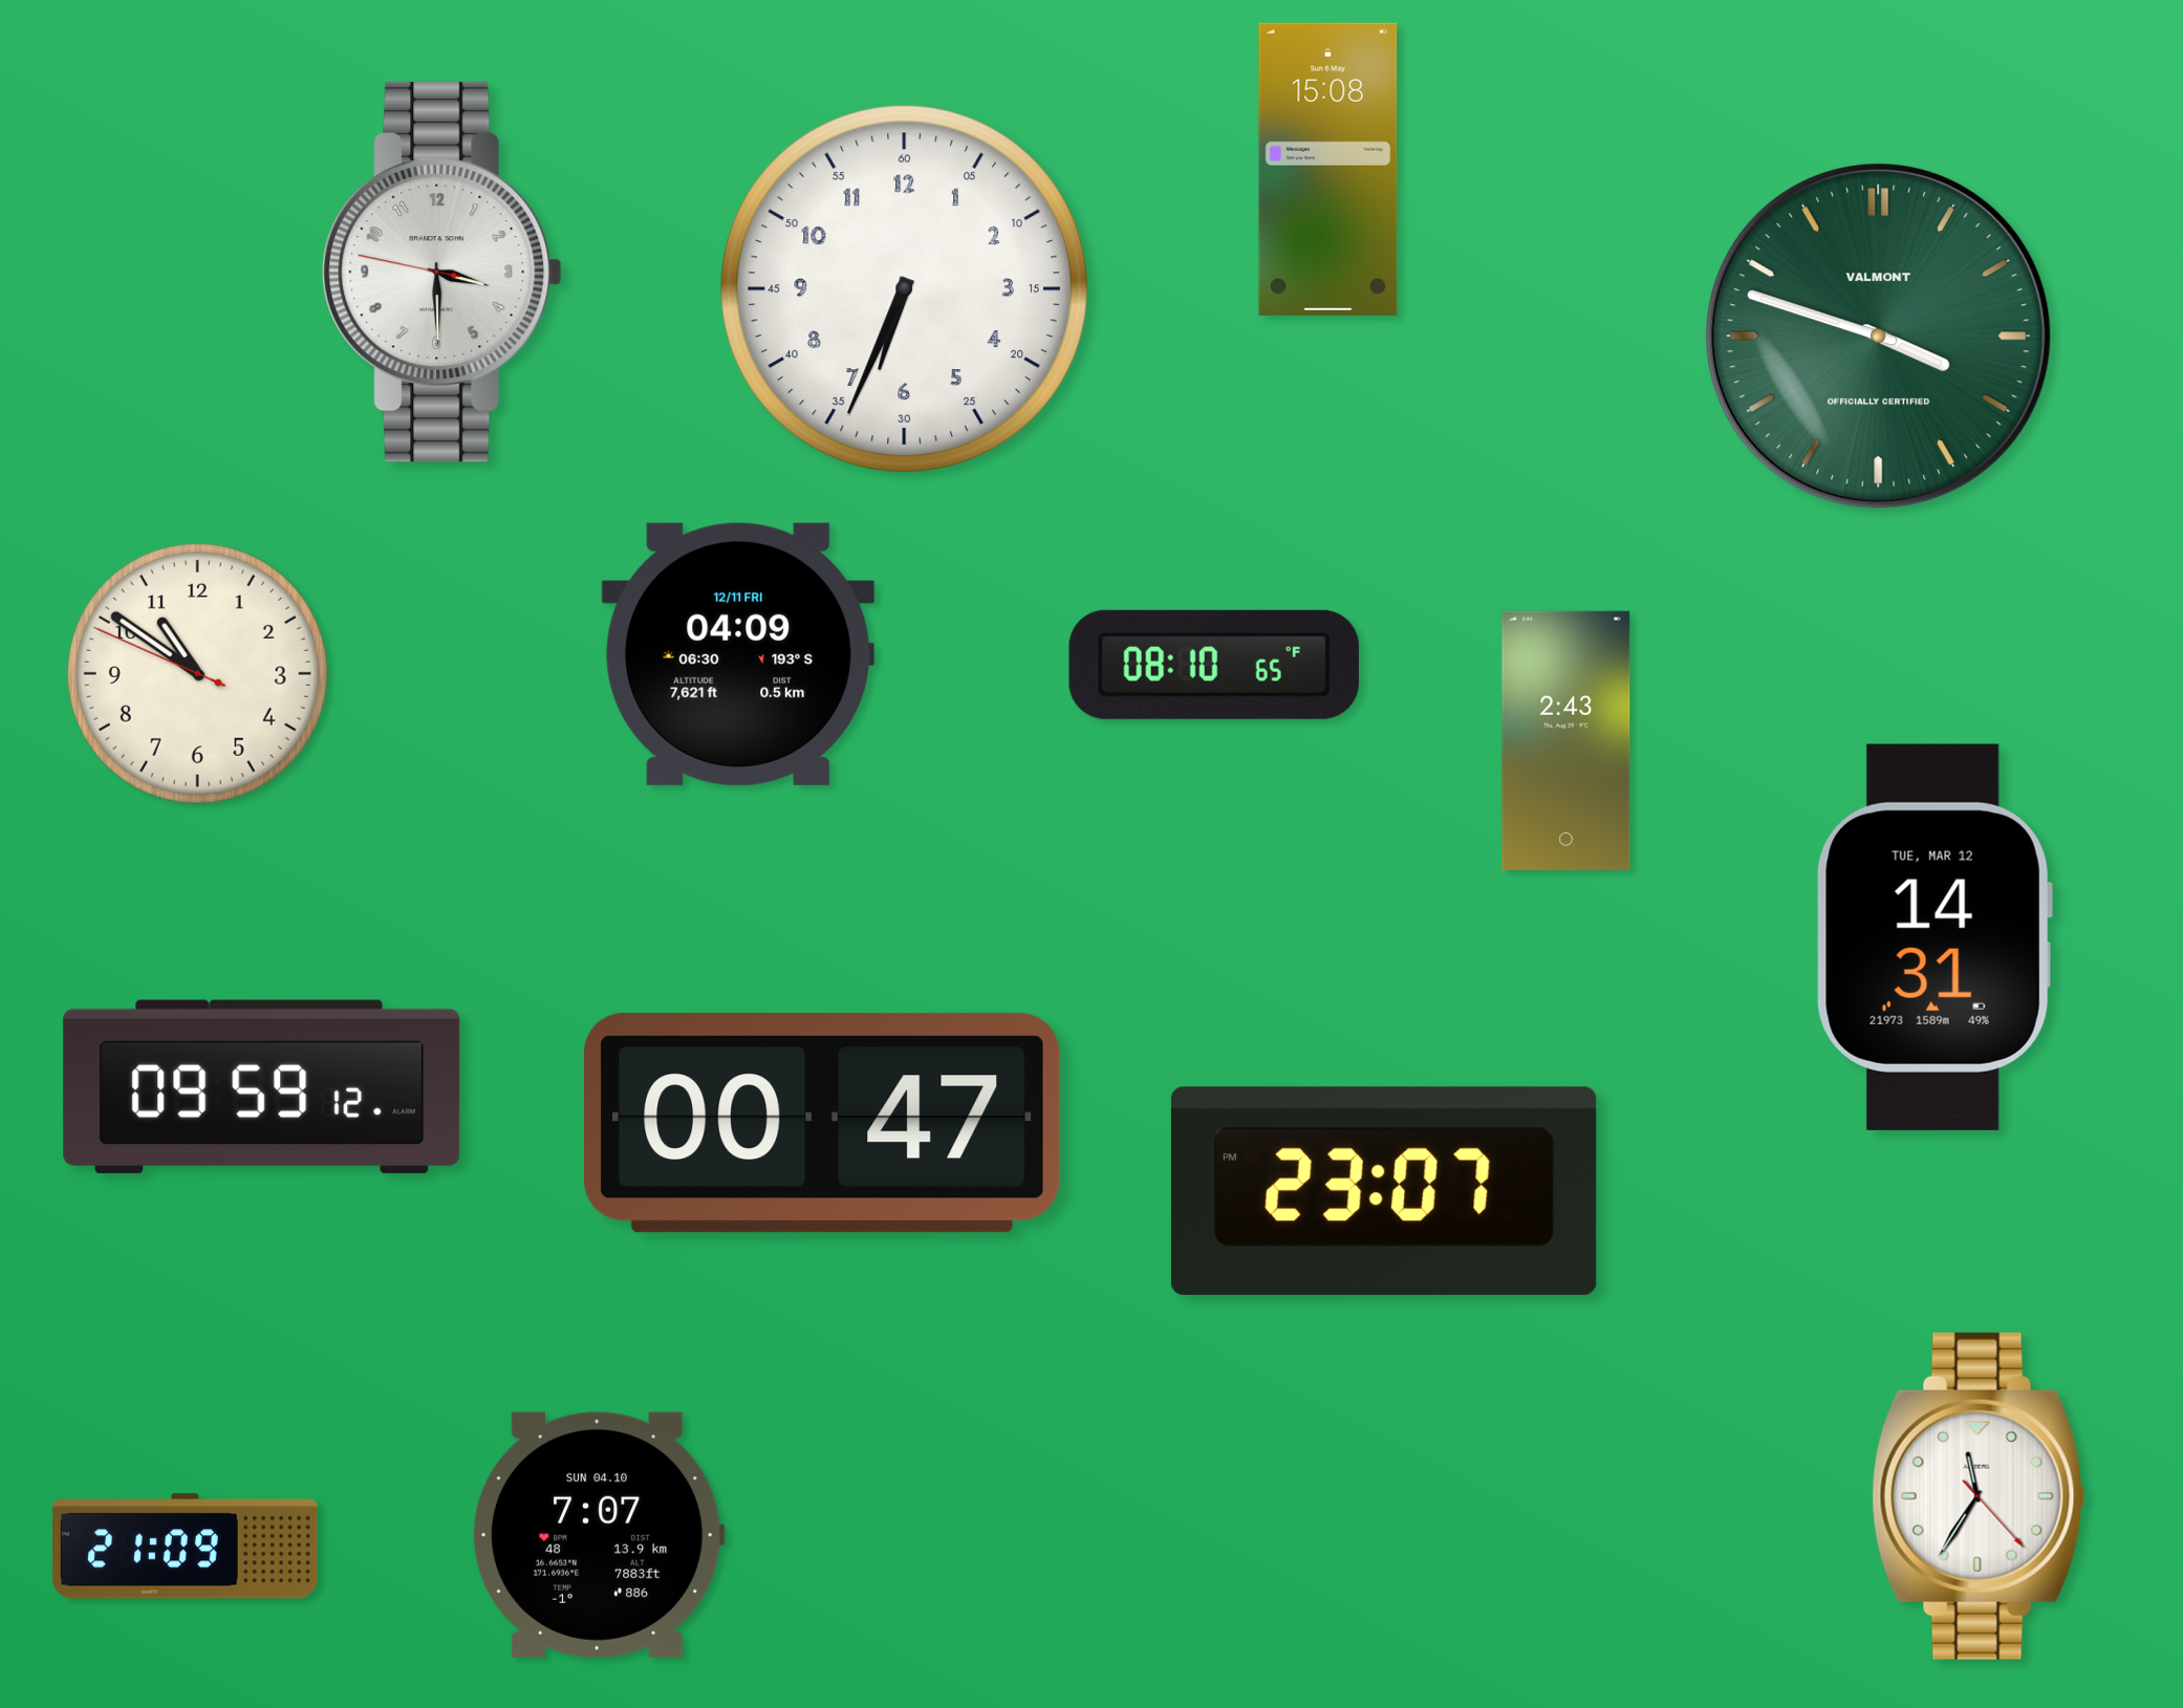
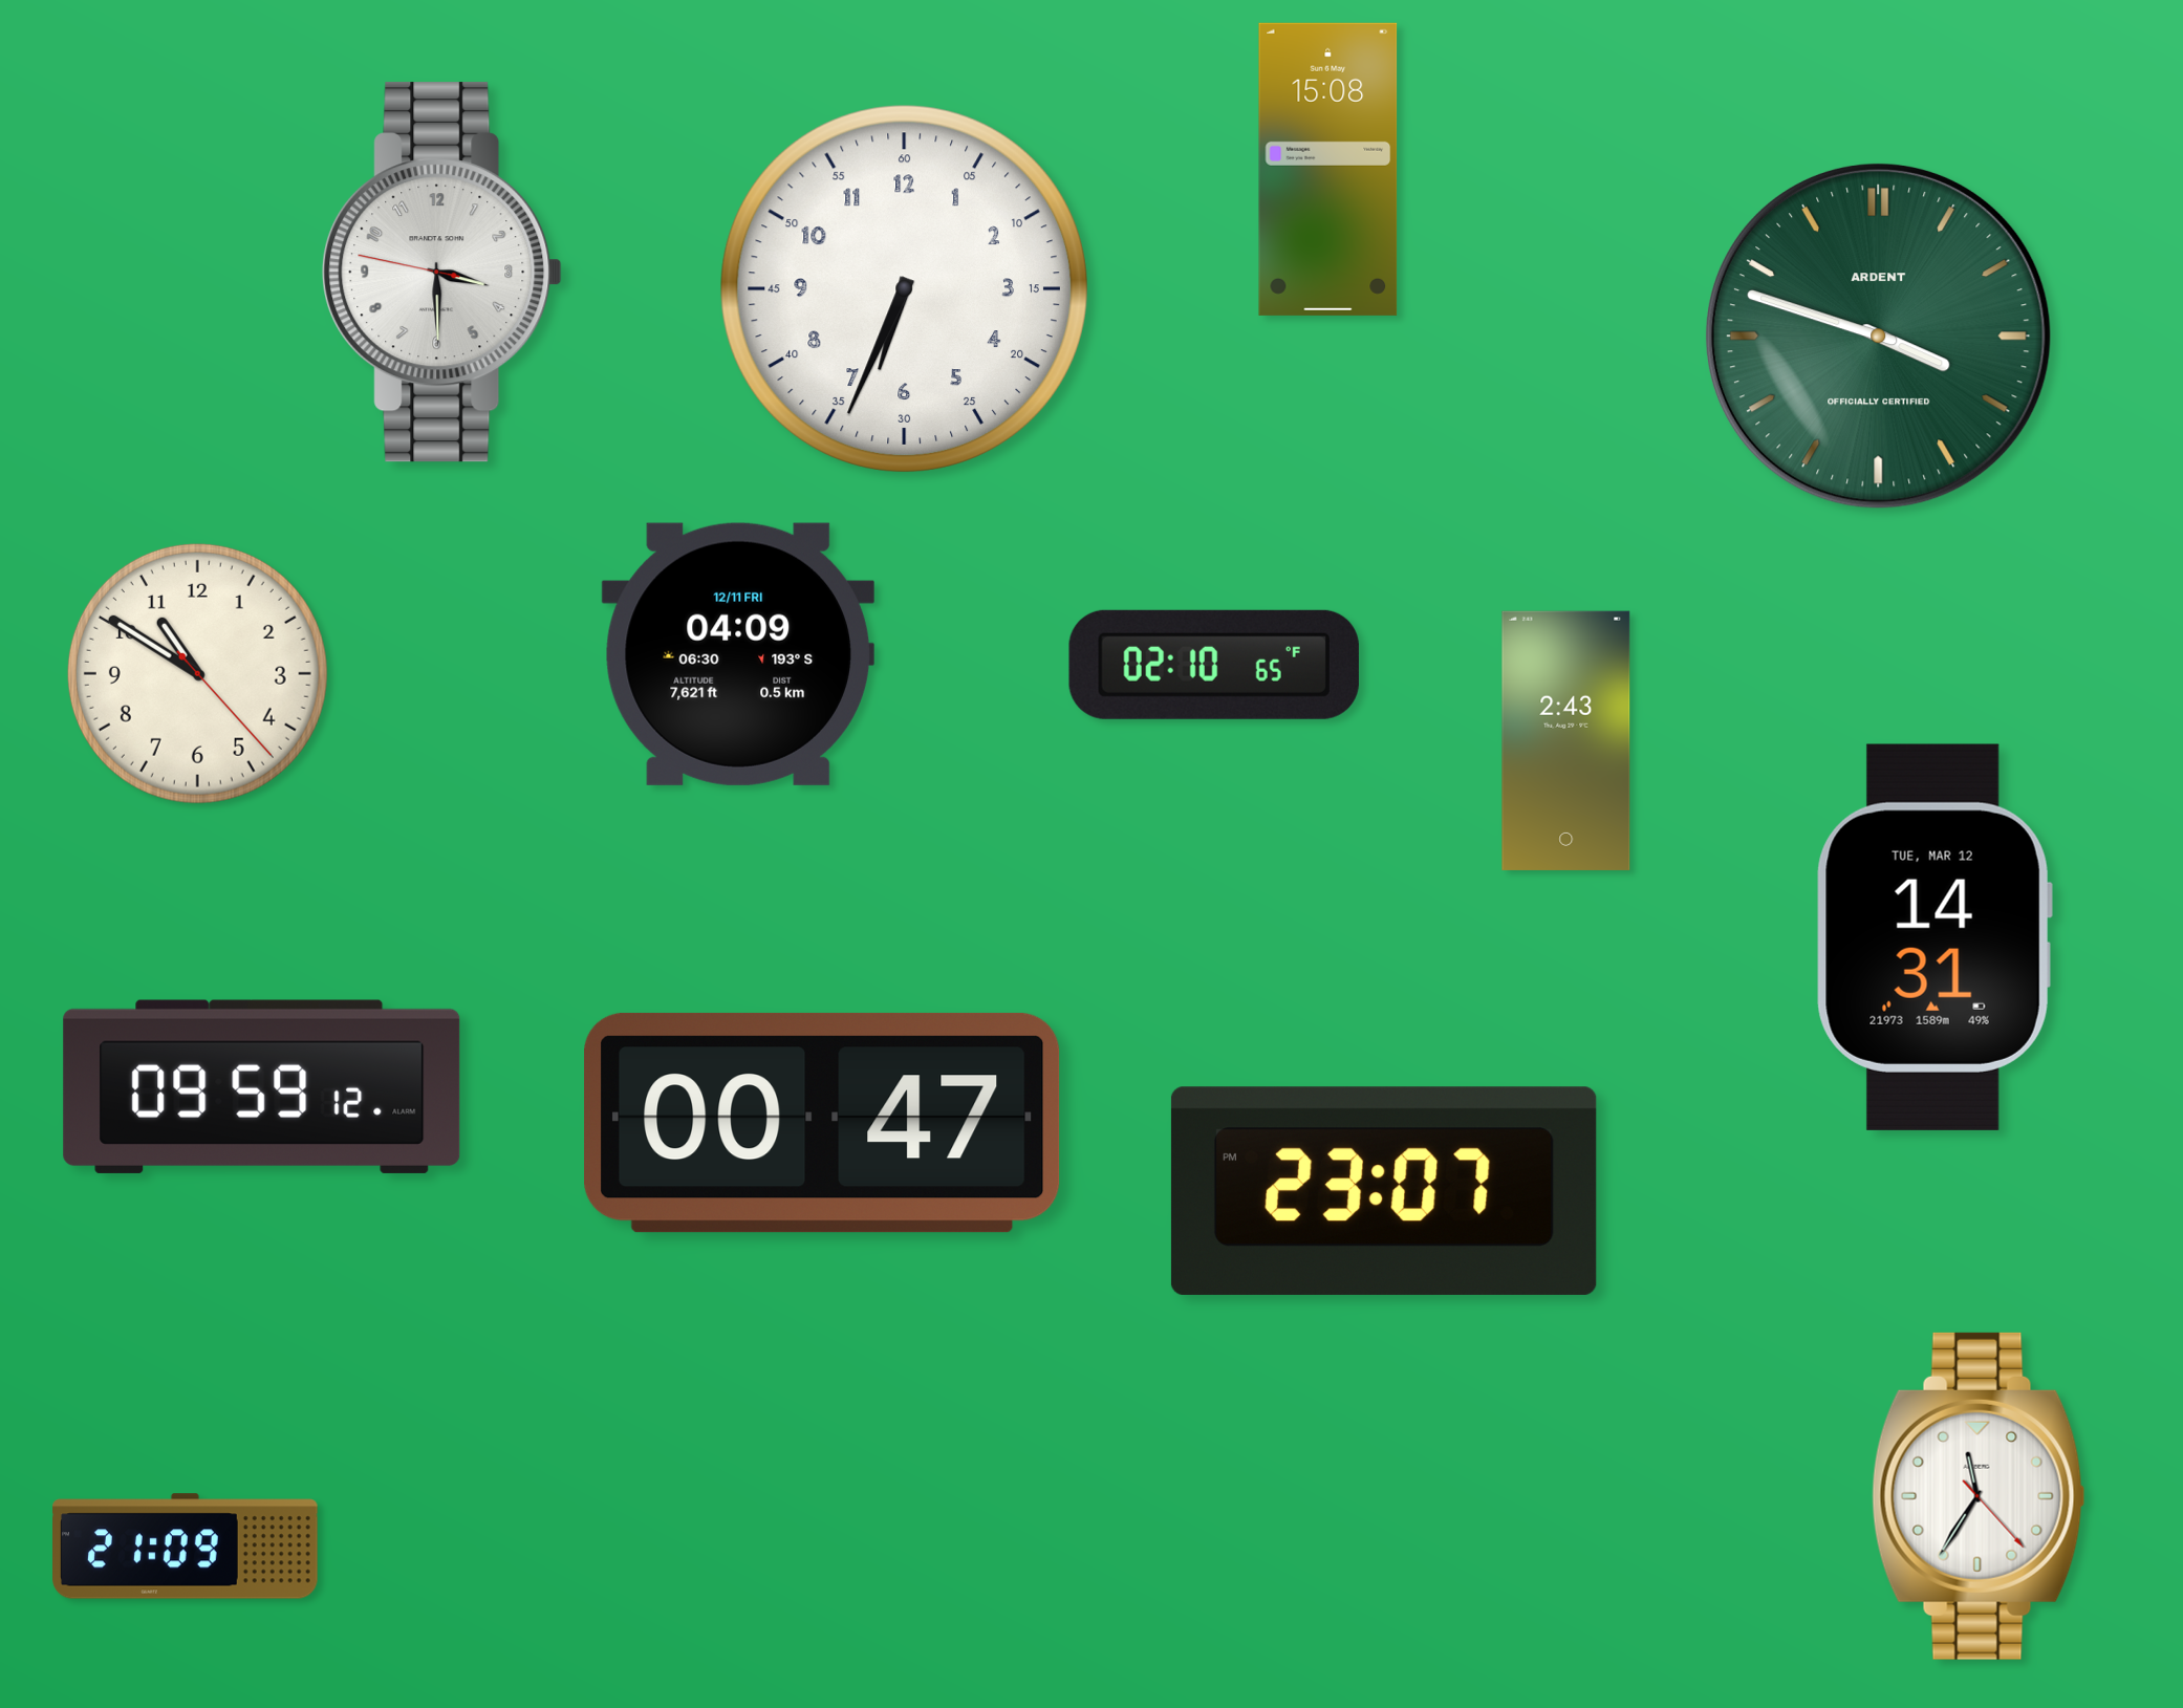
clock at (1878, 336) brand: VALMONT -> ARDENT
clock at (1214, 665): 08:10 -> 02:10
clock at (197, 673): 10:50:49 -> 10:50:23
clock at (599, 1535): 7:07 -> none
